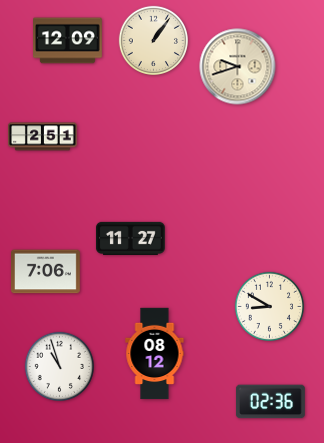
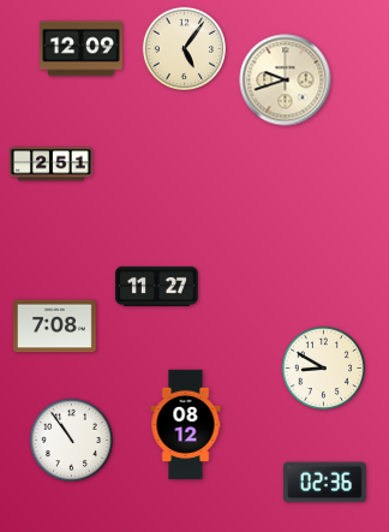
clock at (153, 40): 1:06 -> 5:06
clock at (46, 272): 7:06 -> 7:08
clock at (59, 366): 10:57 -> 10:54
